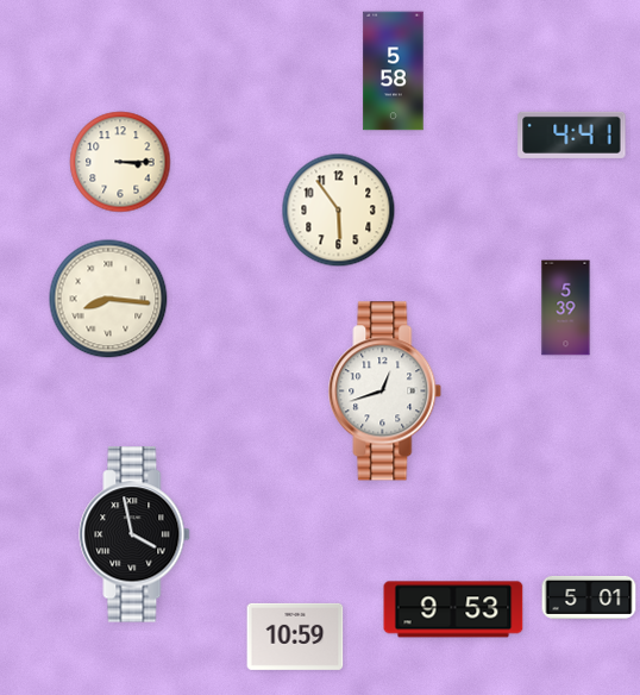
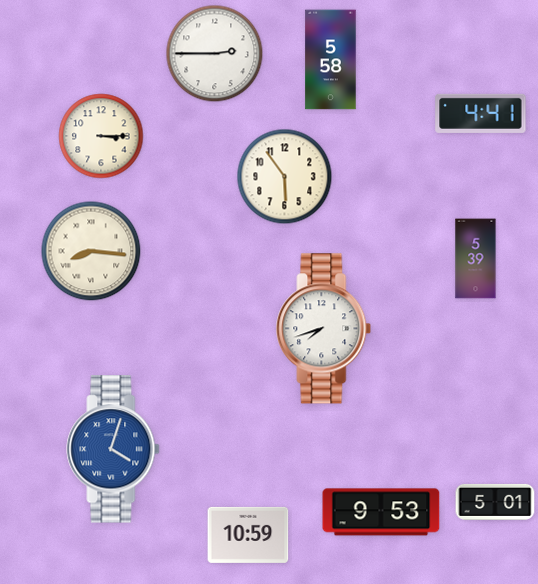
clock at (215, 54): none -> 2:45
clock at (385, 392): 12:42 -> 7:42
clock at (134, 534): 3:58 -> 4:03
clock at (134, 534) dial: black -> blue
